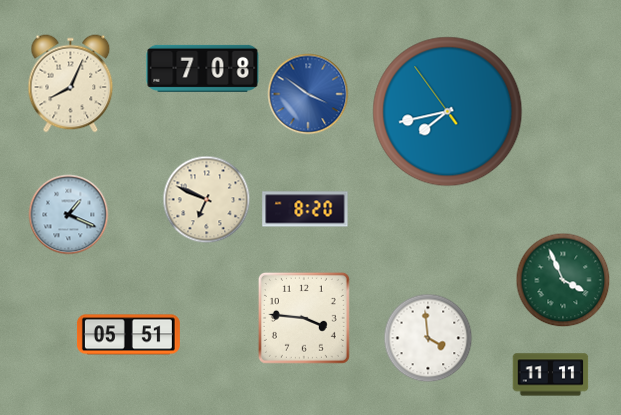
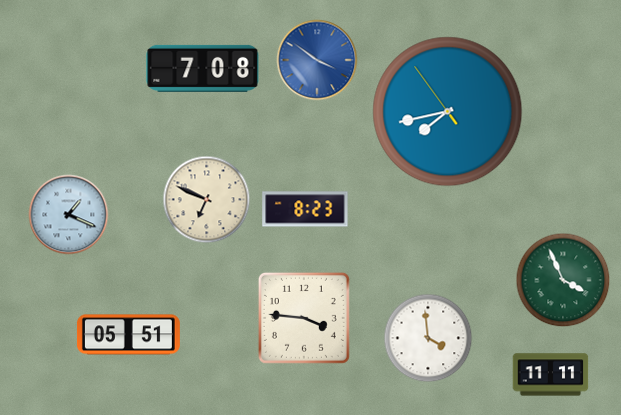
clock at (71, 84): 8:04 -> none
clock at (308, 94) position: (308, 94) -> (317, 60)
clock at (305, 209): 8:20 -> 8:23
